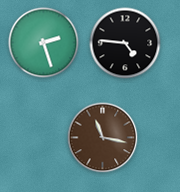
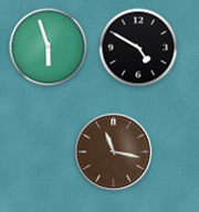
clock at (44, 43): 2:27 -> 5:57
clock at (125, 43): 4:46 -> 4:50
